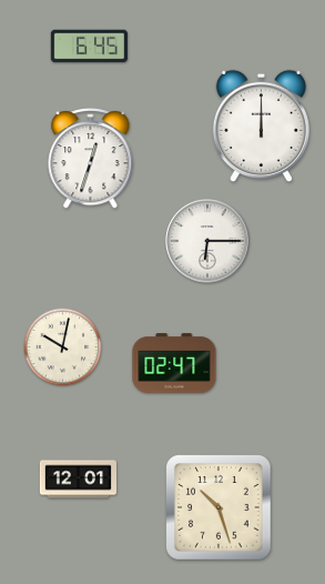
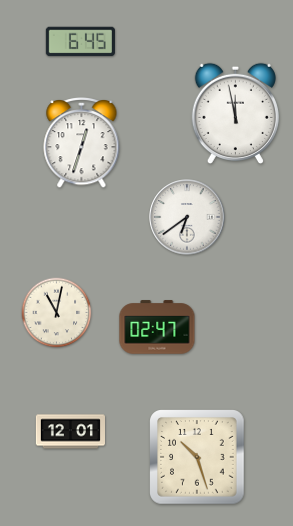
clock at (261, 125): 12:00 -> 11:58
clock at (207, 241): 6:15 -> 6:39
clock at (63, 348): 10:02 -> 11:02
